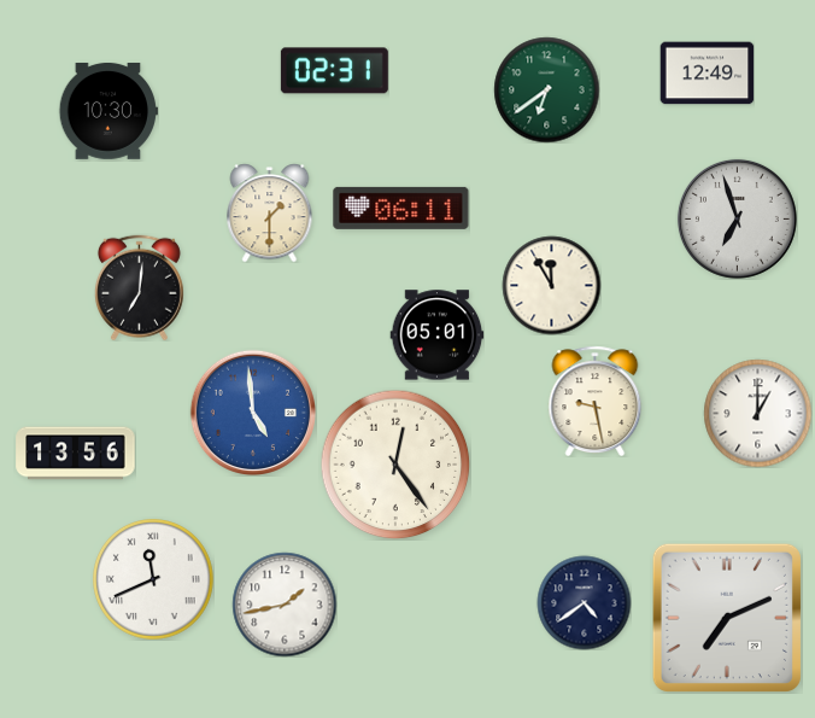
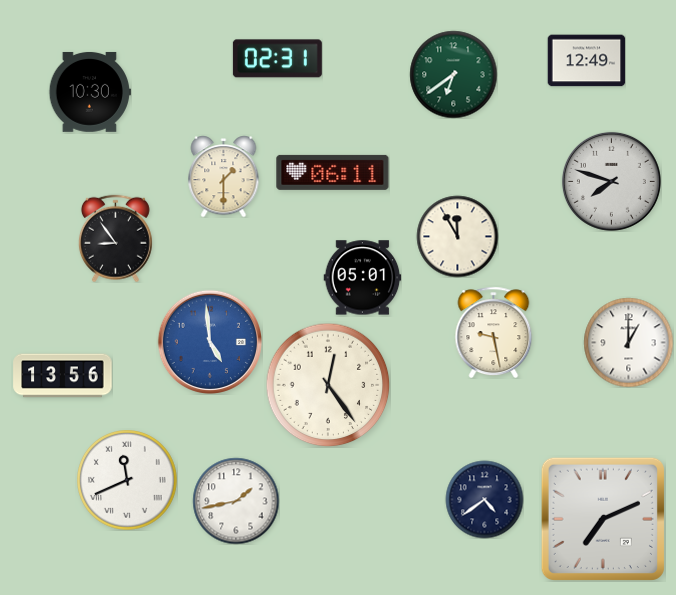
clock at (737, 218): 6:57 -> 7:48
clock at (139, 287): 7:01 -> 8:54
clock at (727, 618) position: (727, 618) -> (603, 519)
